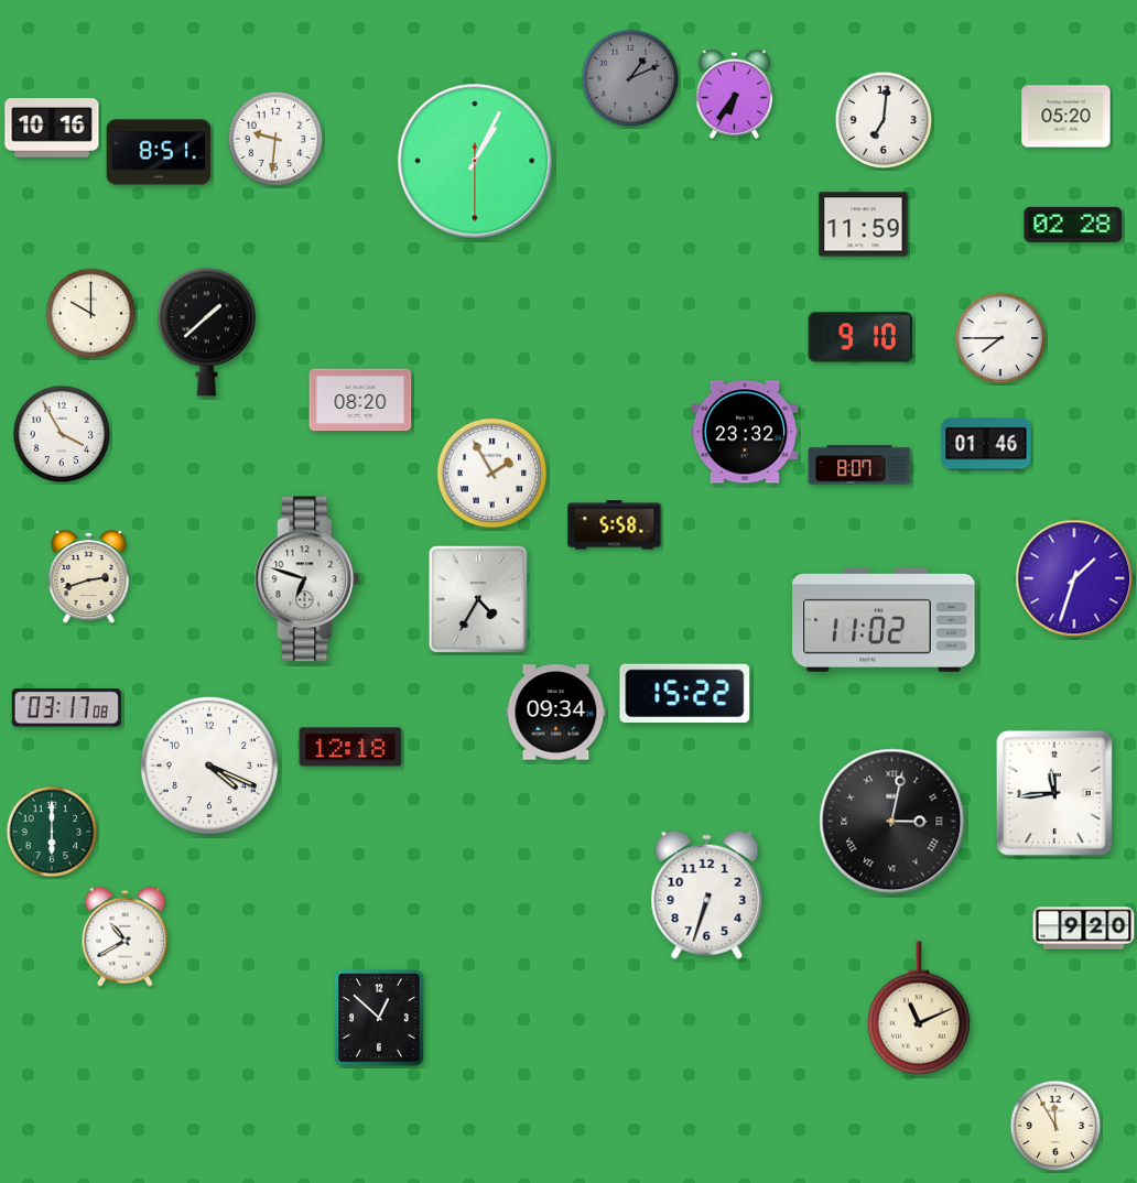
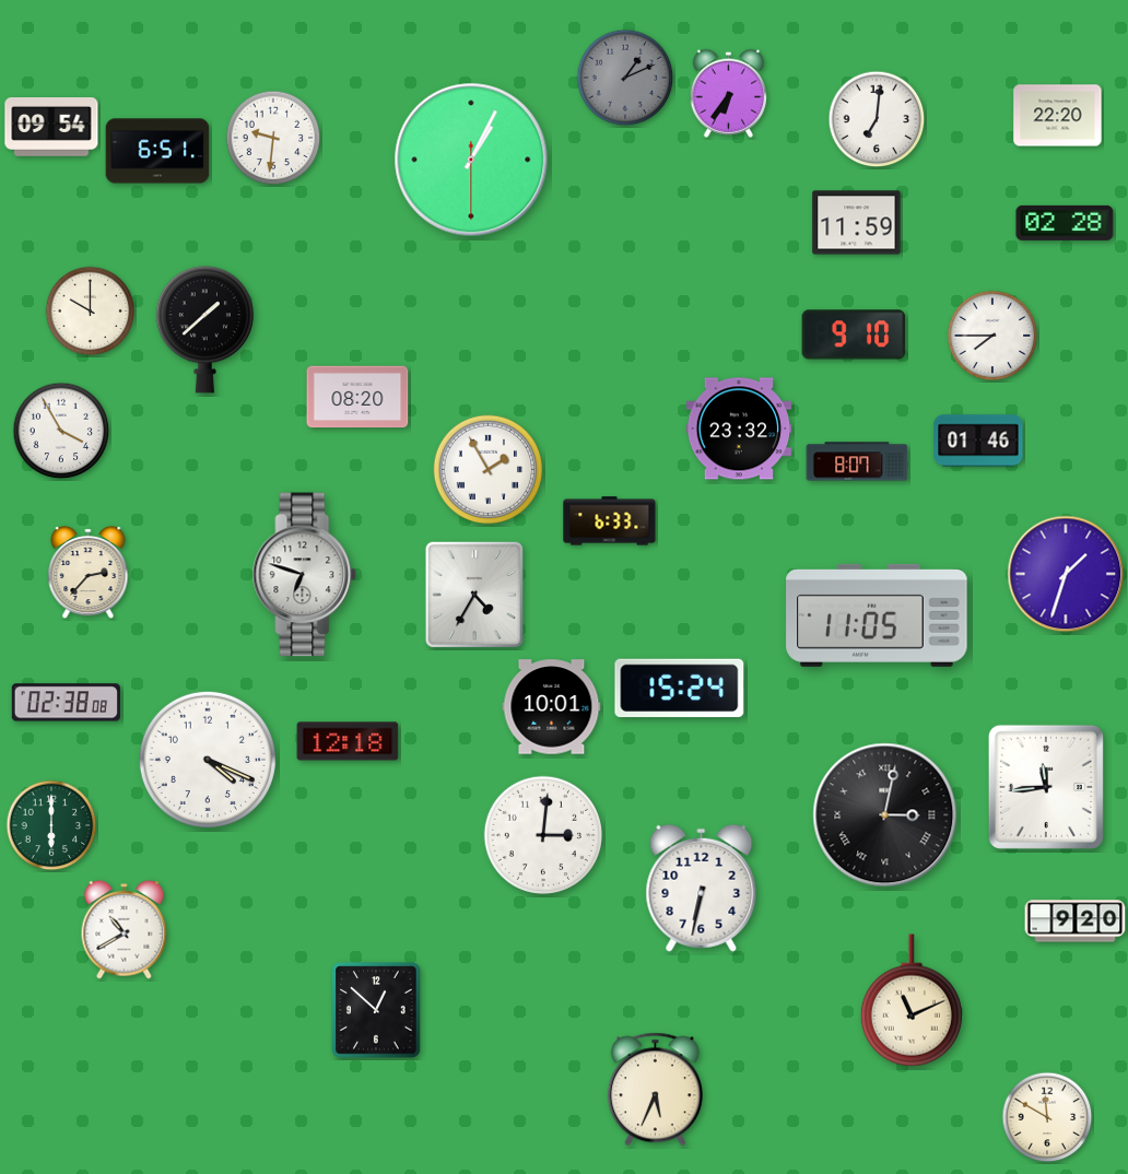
clock at (1066, 117): 05:20 -> 22:20
clock at (52, 129): 10:16 -> 09:54
clock at (159, 152): 8:51 -> 6:51
clock at (859, 465) position: (859, 465) -> (857, 461)
clock at (615, 525): 5:58 -> 6:33
clock at (89, 577): 2:42 -> 2:37
clock at (884, 620): 11:02 -> 11:05
clock at (685, 694): 15:22 -> 15:24
clock at (66, 708): 03:17 -> 02:38
clock at (556, 713): 09:34 -> 10:01
clock at (543, 835): none -> 3:01
clock at (707, 894): 6:33 -> 6:32
clock at (655, 1090): none -> 5:34
clock at (1055, 1126): 11:55 -> 11:50
